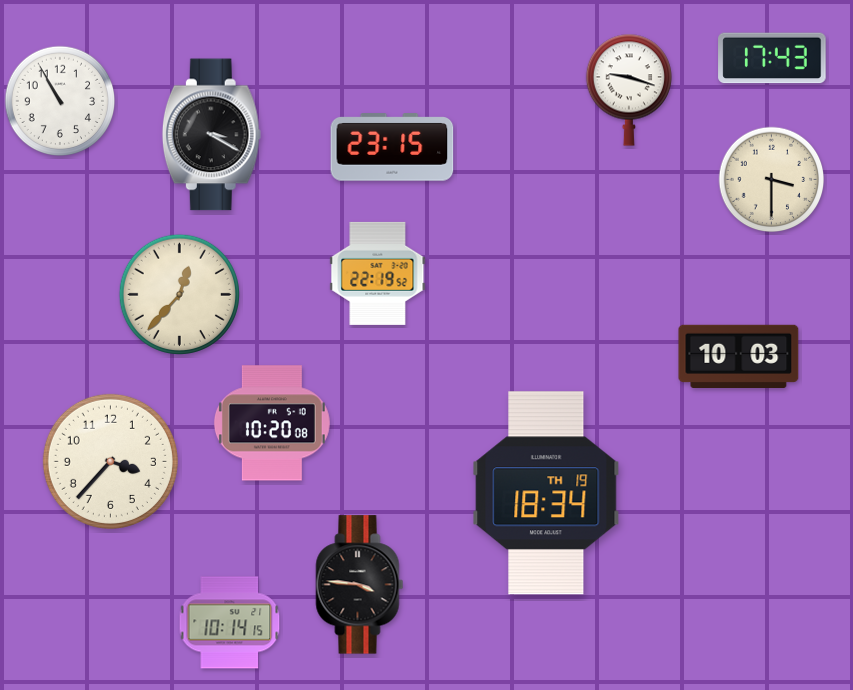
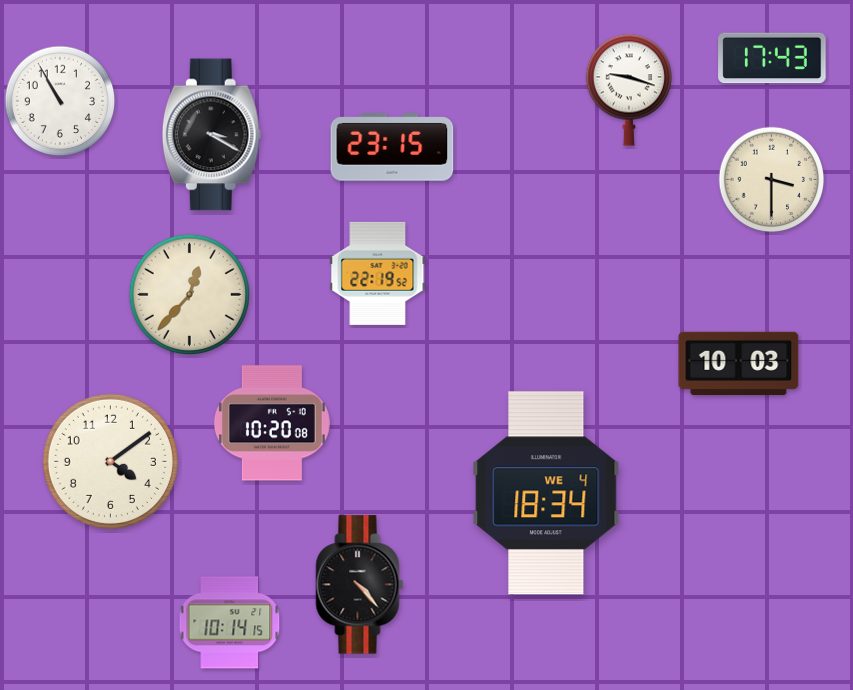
clock at (179, 294) position: (179, 294) -> (189, 294)
clock at (739, 356) position: (739, 356) -> (739, 363)
clock at (110, 461): 3:37 -> 4:09
clock at (546, 493) date: TH 19 -> WE 4
clock at (360, 585): 3:46 -> 4:23
